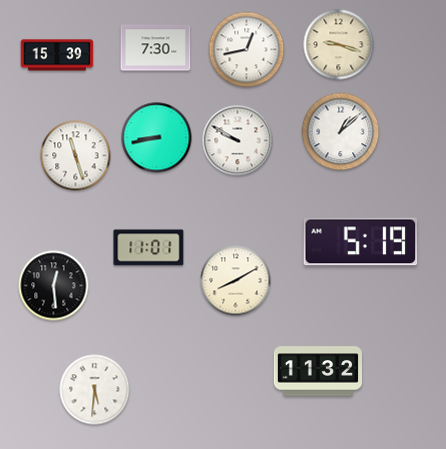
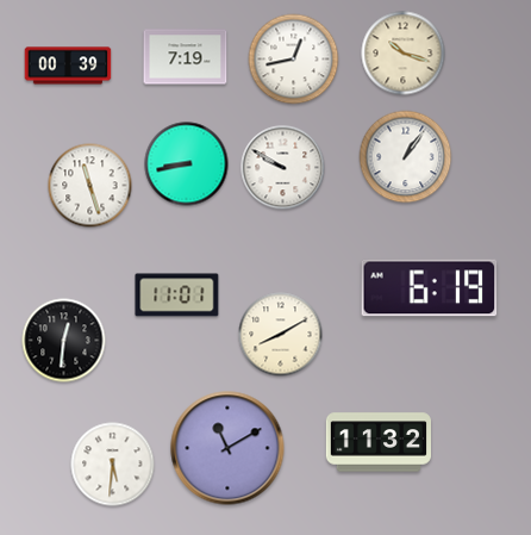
clock at (339, 45): 9:18 -> 10:18
clock at (156, 48): 7:30 -> 7:19
clock at (57, 55): 15:39 -> 00:39
clock at (341, 132): 1:08 -> 1:06
clock at (361, 242): 5:19 -> 6:19
clock at (54, 286): 12:29 -> 12:31
clock at (227, 448): none -> 11:10
